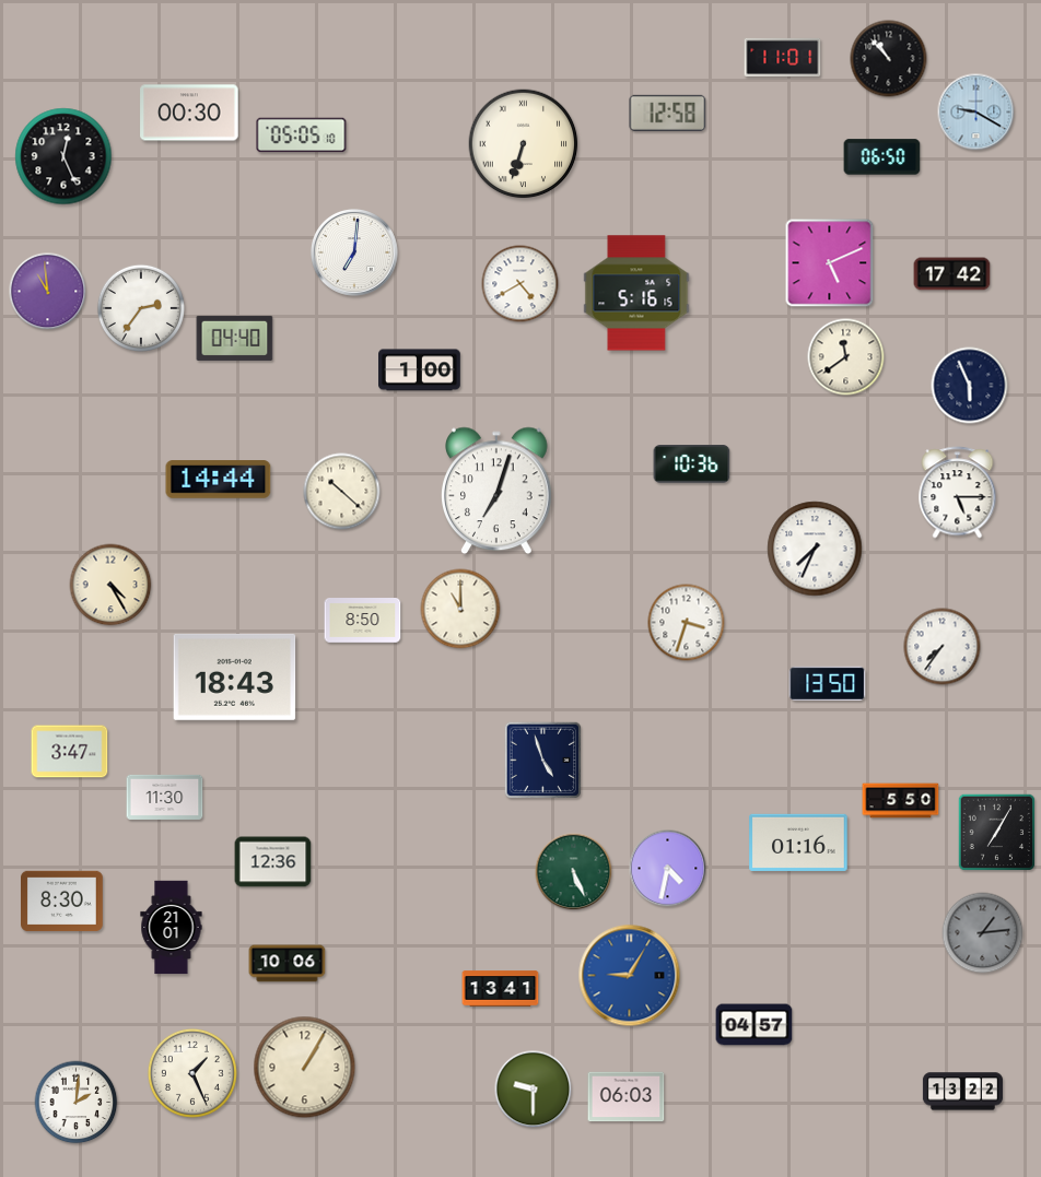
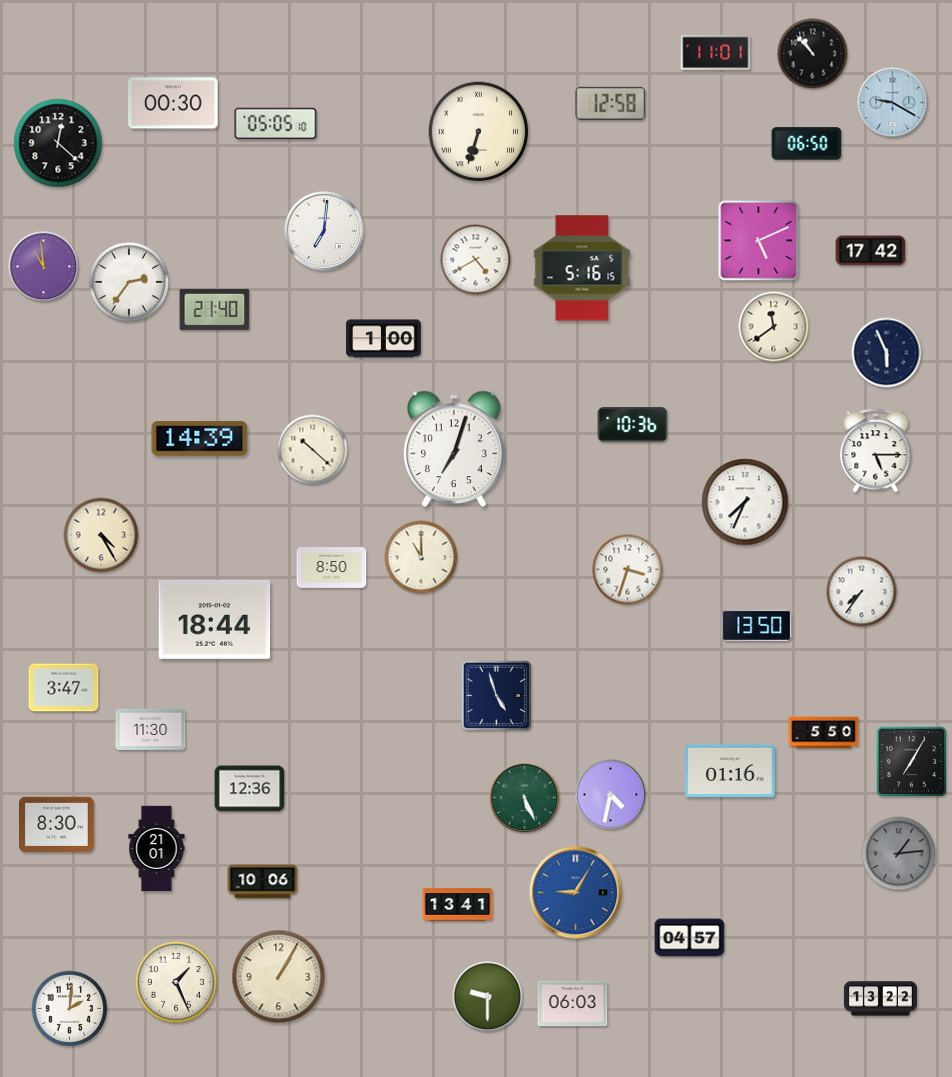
clock at (63, 156): 12:26 -> 12:22
clock at (235, 338): 04:40 -> 21:40
clock at (219, 480): 14:44 -> 14:39
clock at (235, 676): 18:43 -> 18:44
